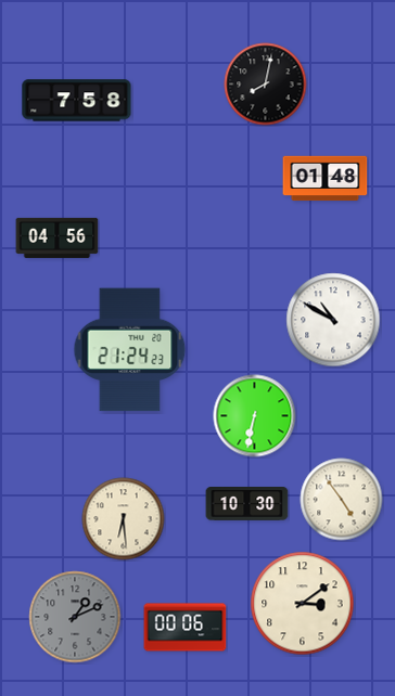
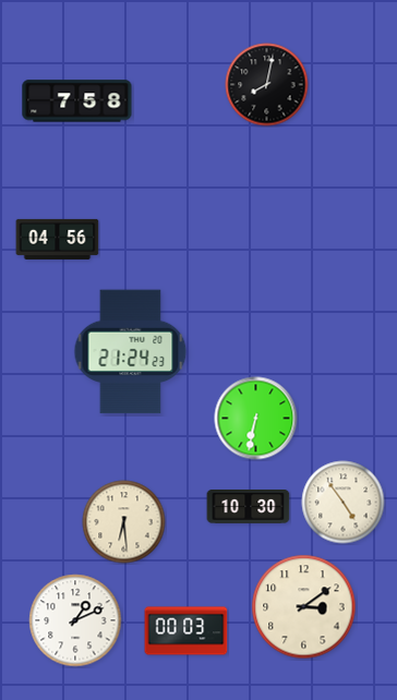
clock at (326, 179): 01:48 -> none
clock at (333, 320): 10:50 -> none
clock at (75, 617) dial: grey -> white
clock at (186, 628): 00:06 -> 00:03
